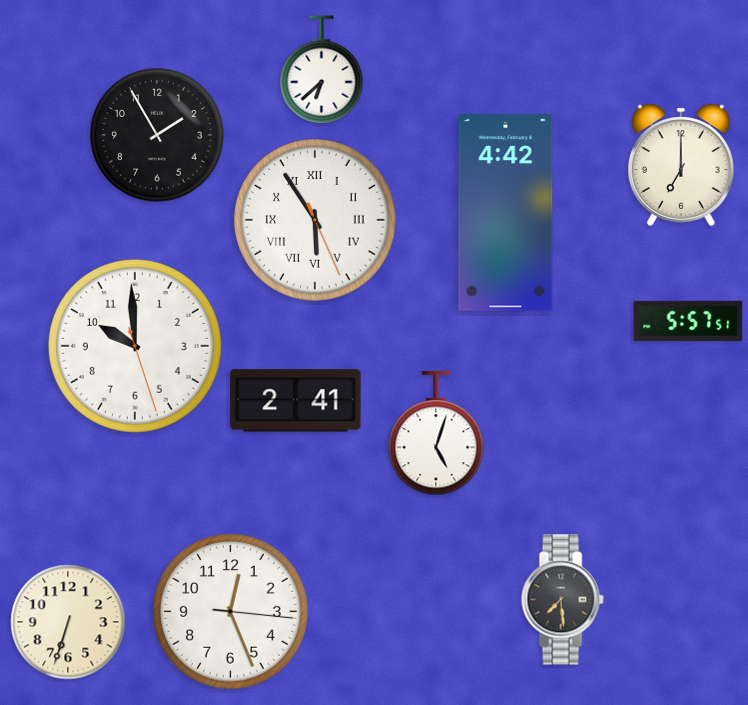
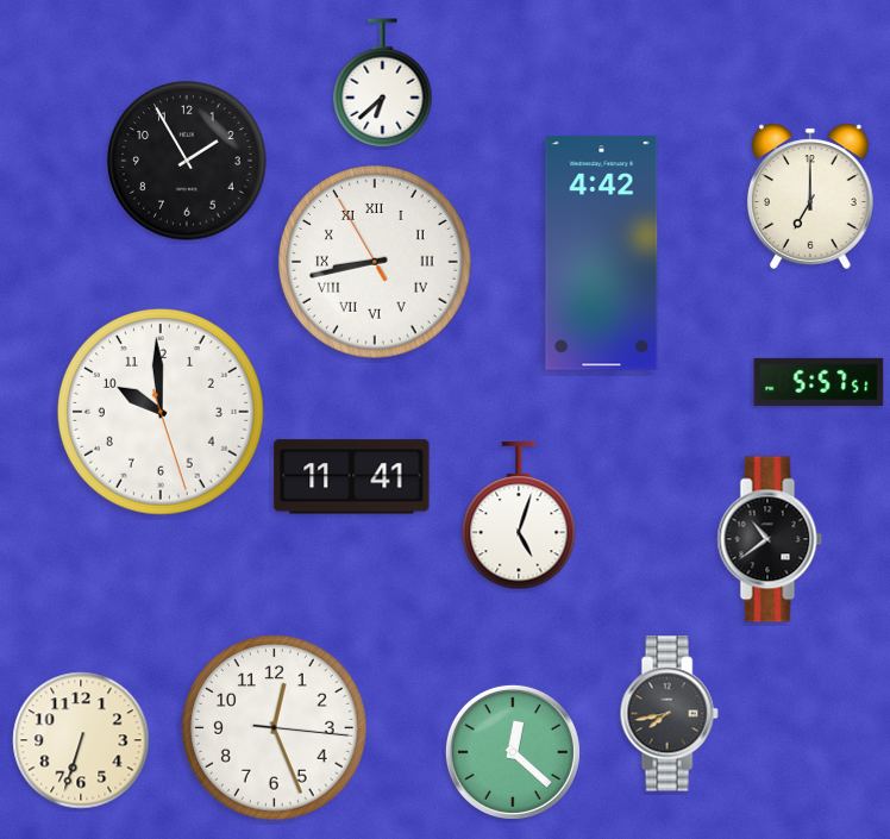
clock at (315, 220): 5:54 -> 8:42
clock at (296, 401): 2:41 -> 11:41
clock at (770, 539): none -> 10:39
clock at (562, 600): 7:29 -> 7:43
clock at (513, 752): none -> 12:22
